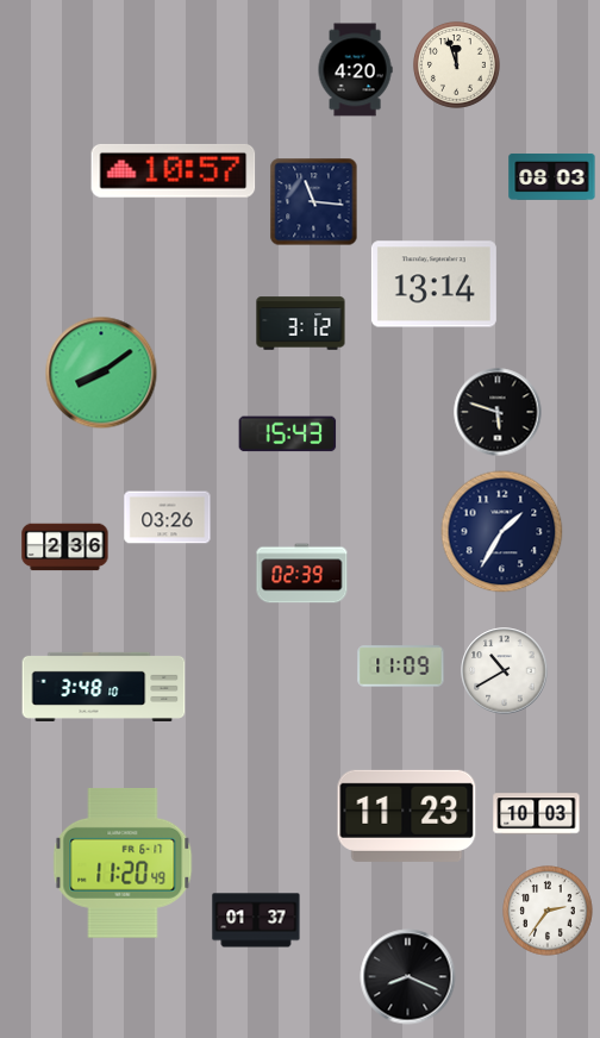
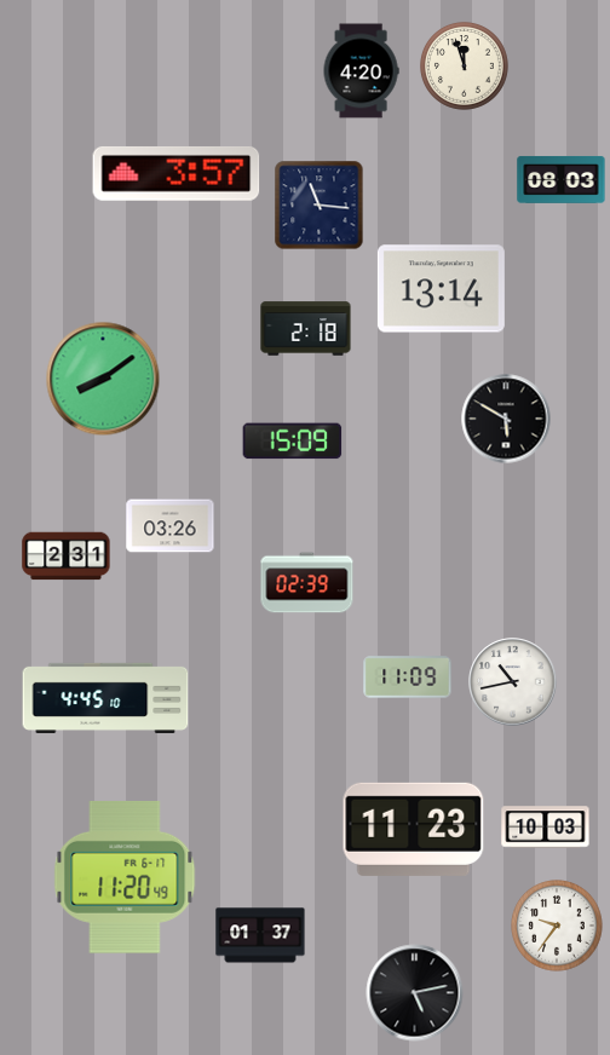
clock at (174, 170): 10:57 -> 3:57
clock at (301, 324): 3:12 -> 2:18
clock at (498, 412): 5:48 -> 5:50
clock at (288, 434): 15:43 -> 15:09
clock at (502, 532): 1:35 -> none
clock at (65, 548): 2:36 -> 2:31
clock at (505, 671): 10:40 -> 10:43
clock at (104, 687): 3:48 -> 4:45
clock at (548, 911): 2:36 -> 9:36
clock at (408, 977): 8:19 -> 5:13
